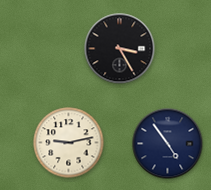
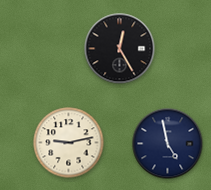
clock at (120, 49): 3:25 -> 12:25
clock at (168, 144): 4:54 -> 4:58
